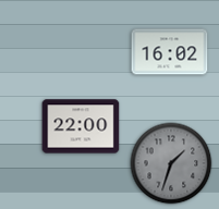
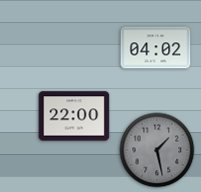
clock at (170, 52): 16:02 -> 04:02
clock at (171, 163): 1:33 -> 1:28
